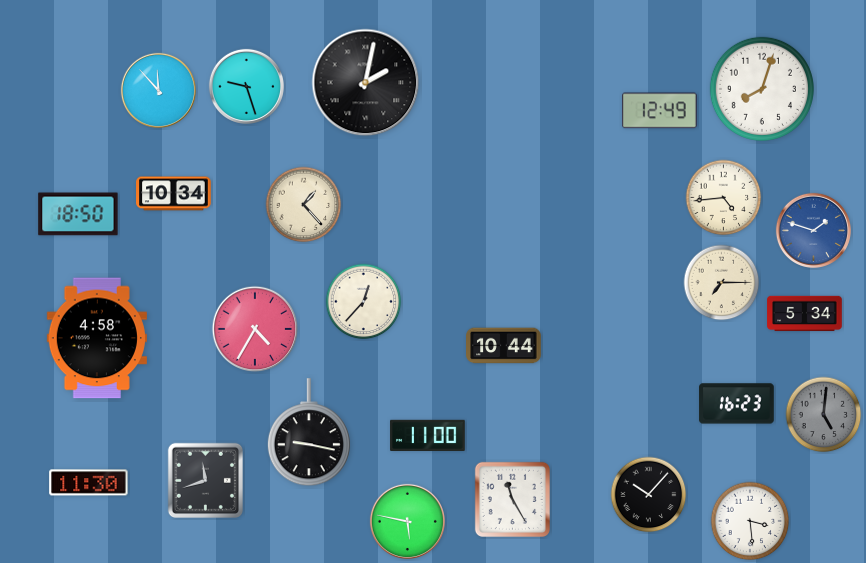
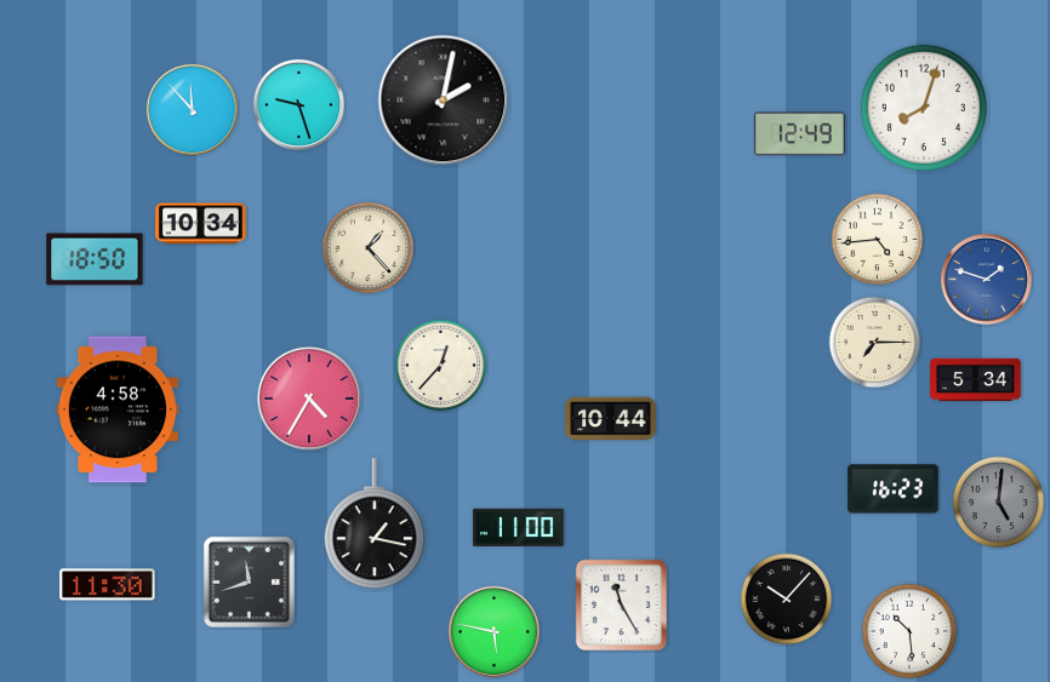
clock at (174, 194) position: (174, 194) -> (201, 224)
clock at (309, 433): 9:17 -> 1:17
clock at (750, 521): 3:29 -> 10:29
